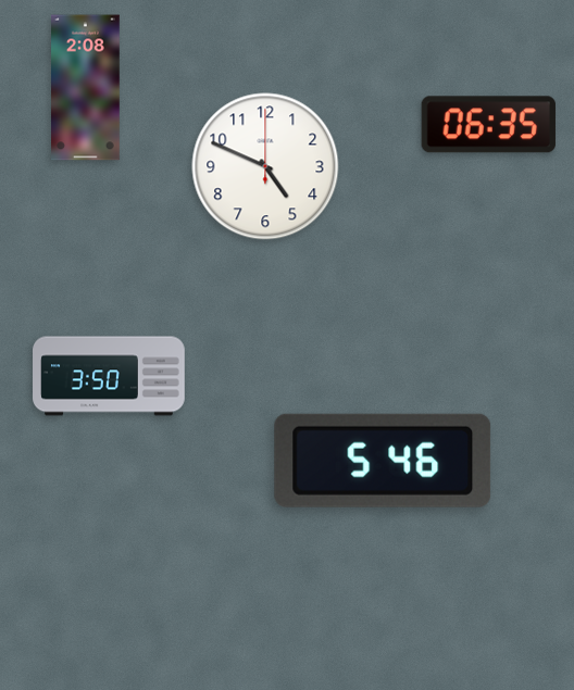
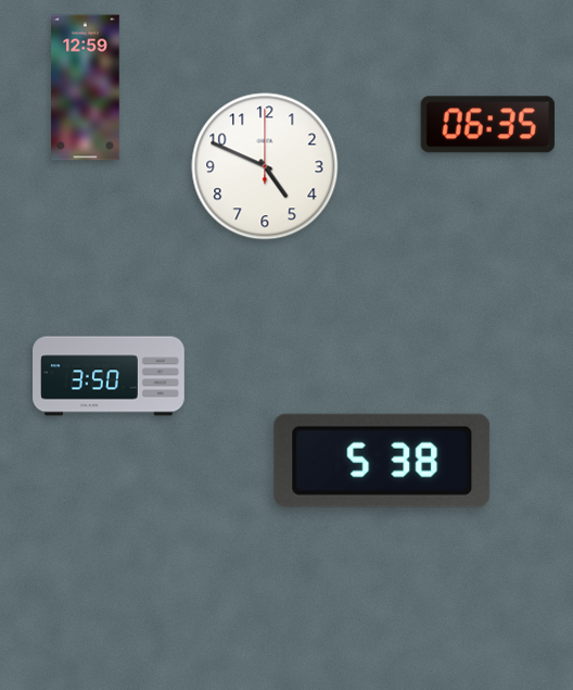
clock at (86, 88): 2:08 -> 12:59
clock at (383, 461): 5:46 -> 5:38
